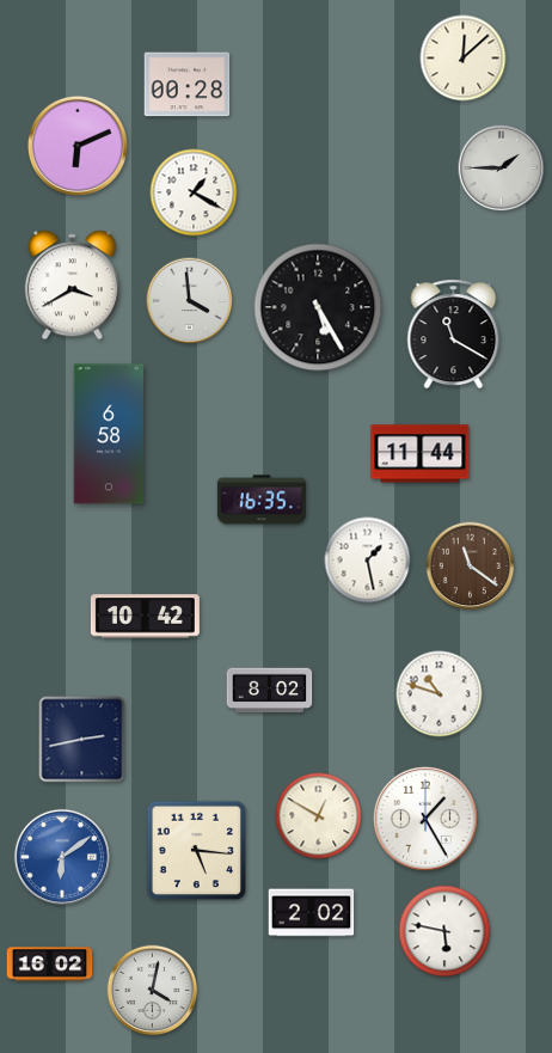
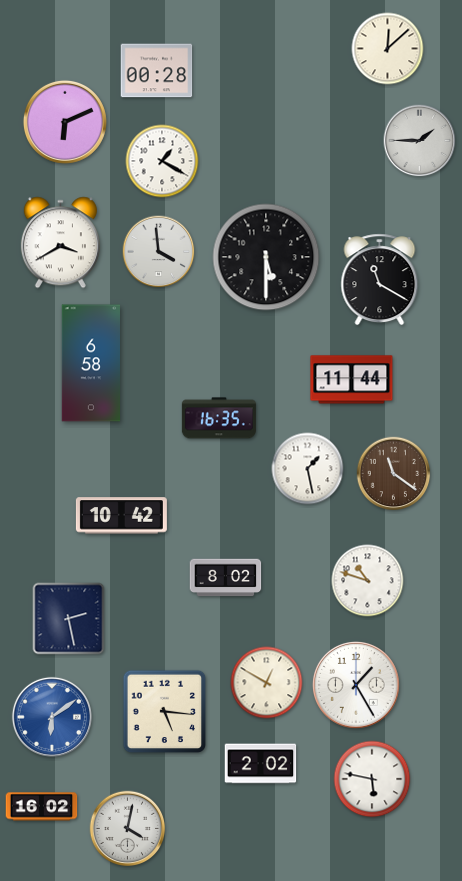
clock at (72, 286) position: (72, 286) -> (60, 243)
clock at (318, 307): 5:25 -> 5:30
clock at (82, 740): 2:43 -> 2:28
